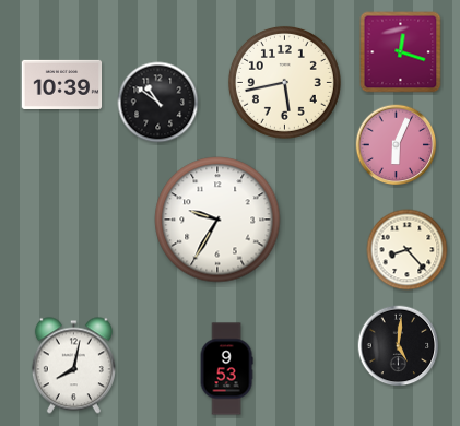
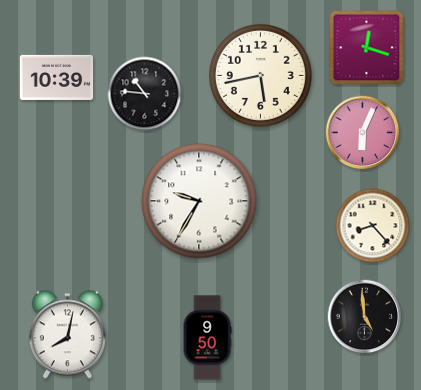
clock at (158, 103): 10:51 -> 10:46
clock at (408, 250) position: (408, 250) -> (373, 226)
clock at (399, 346): 5:01 -> 4:59
clock at (226, 369): 9:53 -> 9:50
